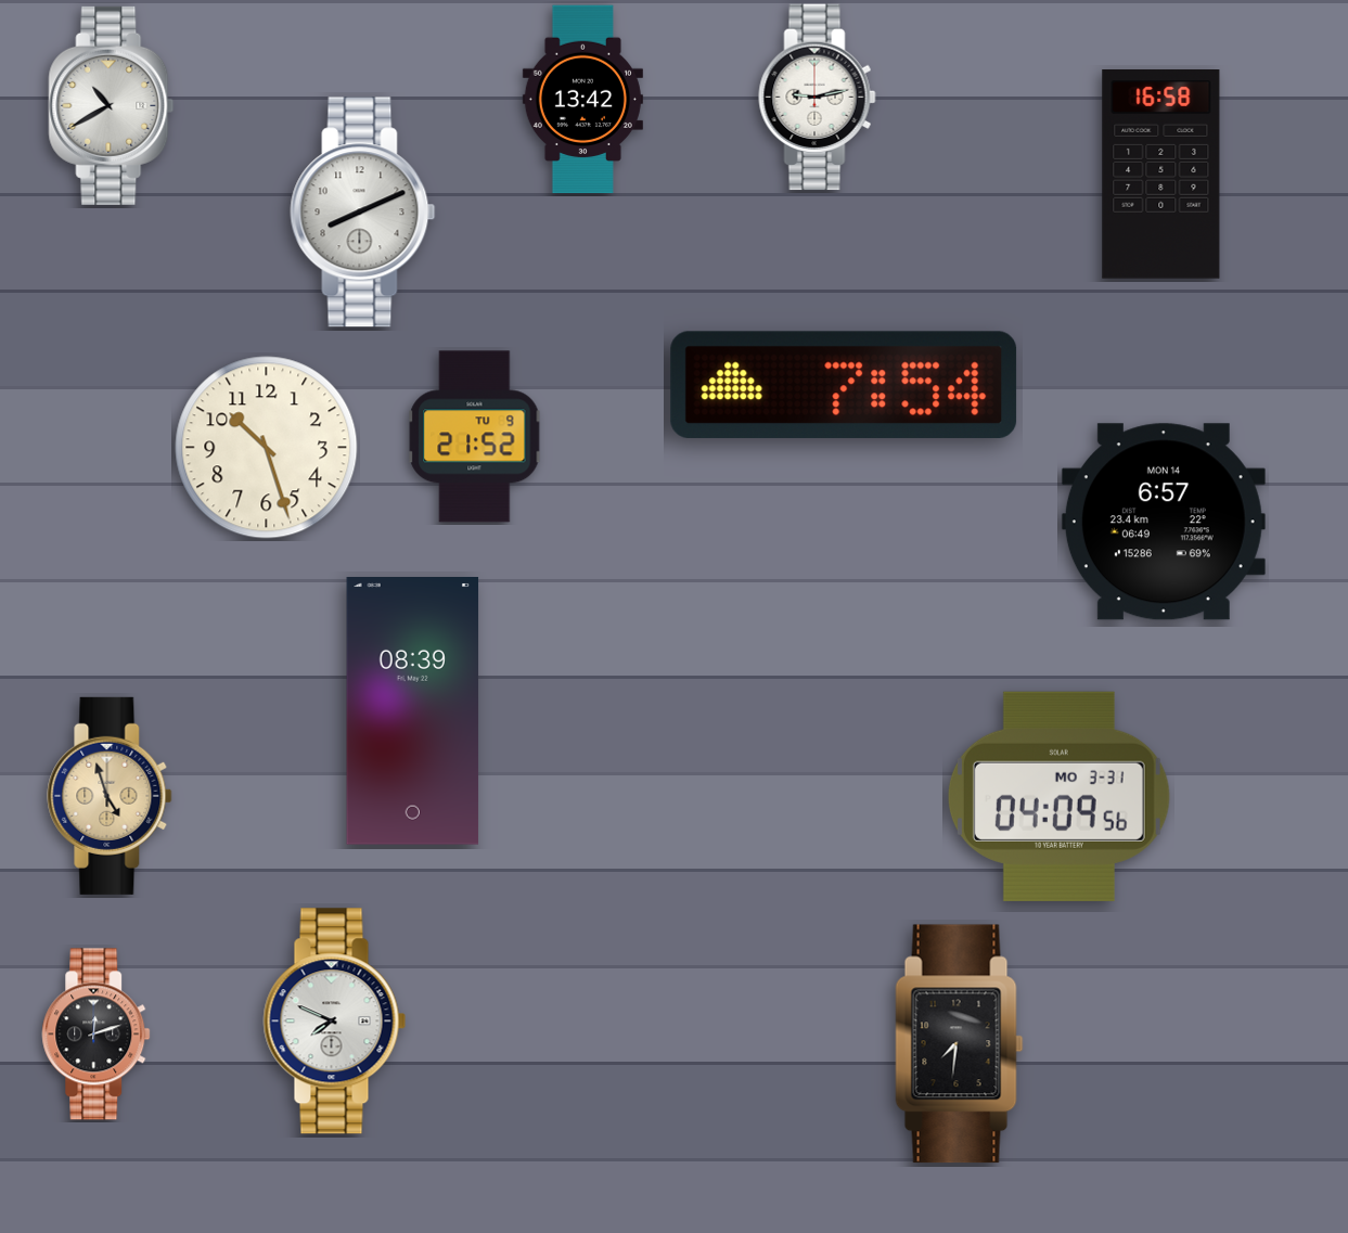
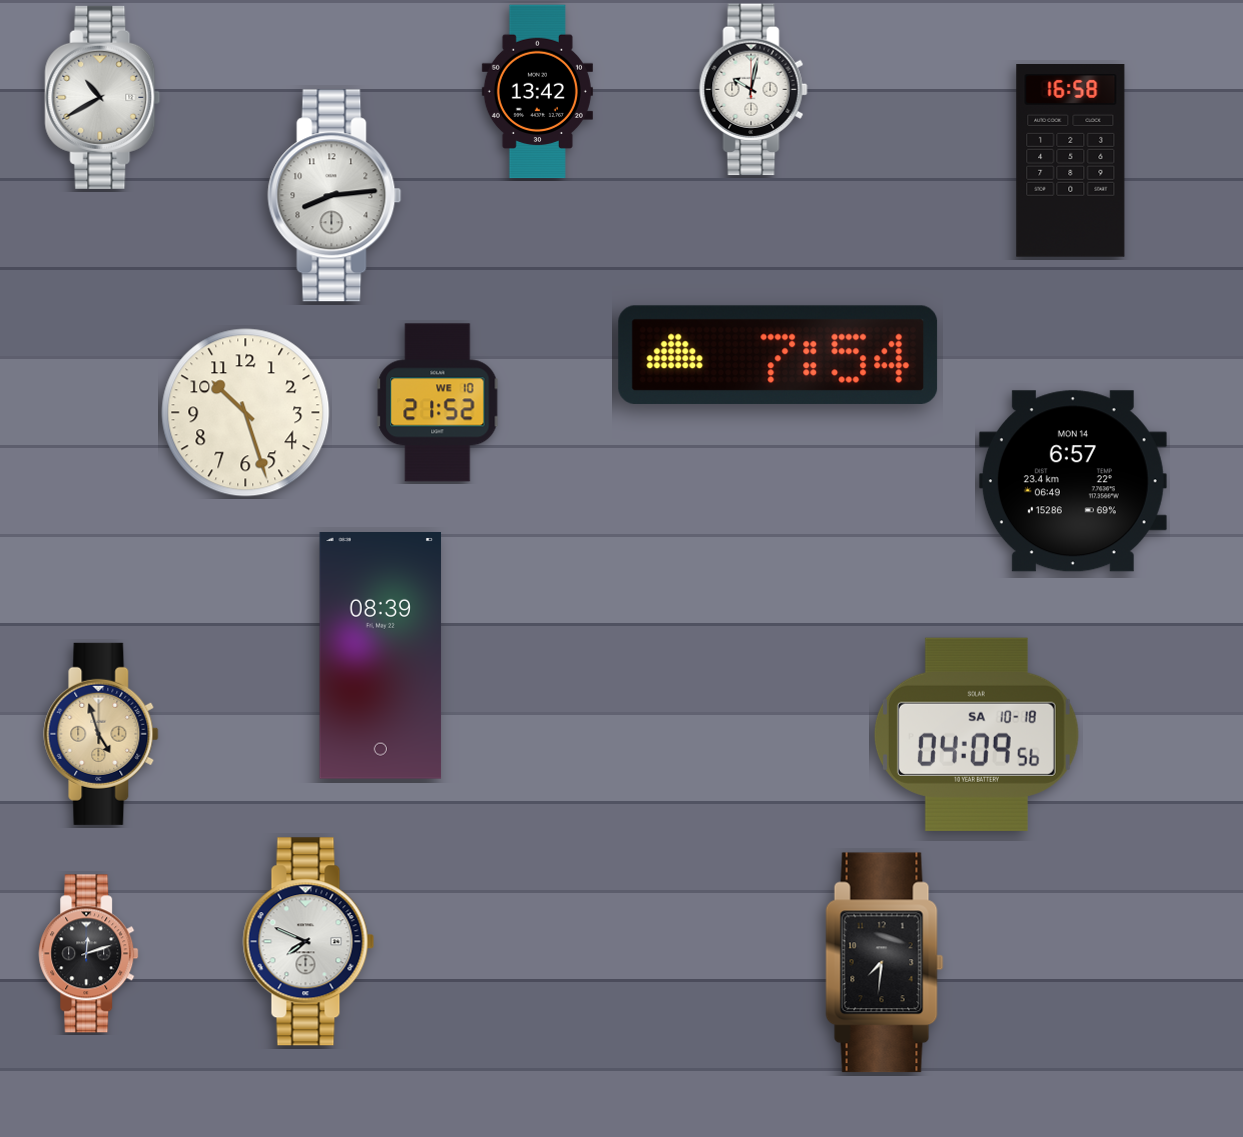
clock at (818, 98): 9:13 -> 10:02
clock at (363, 213): 8:11 -> 8:14
clock at (475, 437) date: TU 9 -> WE 10
clock at (1058, 796) date: MO 3-31 -> SA 10-18
